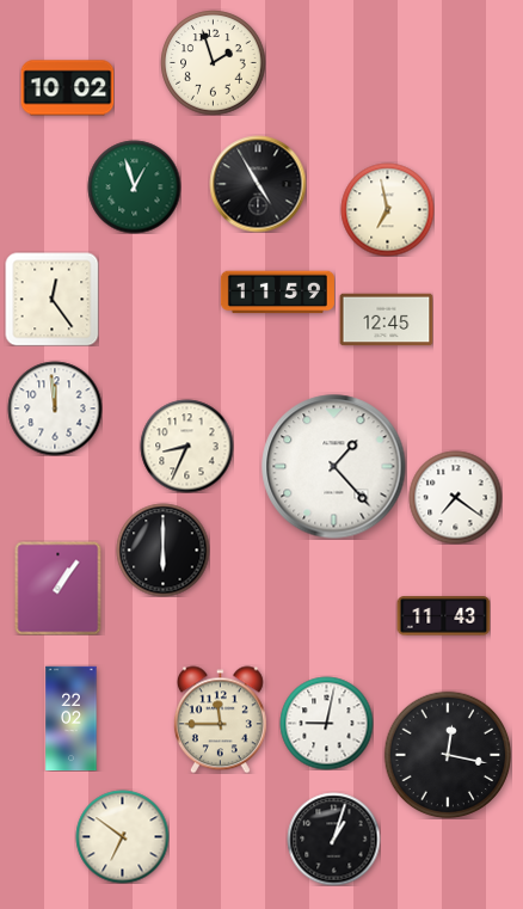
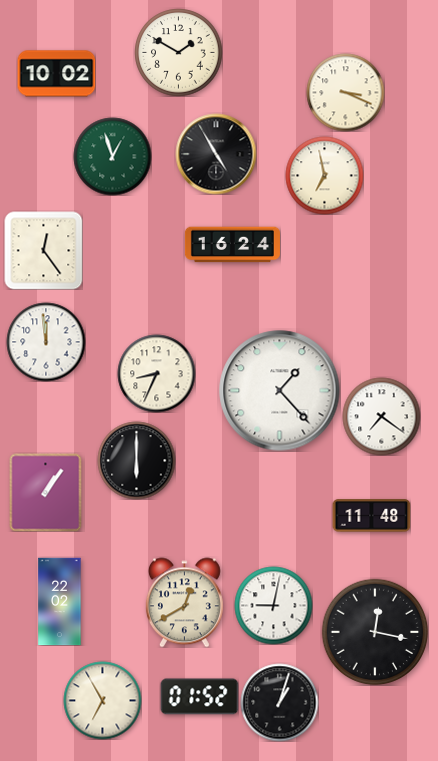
clock at (213, 62): 1:57 -> 1:50
clock at (345, 92): none -> 3:19
clock at (277, 293): 11:59 -> 16:24
clock at (386, 320): 12:45 -> none
clock at (59, 588) position: (59, 588) -> (46, 492)
clock at (443, 616): 11:43 -> 11:48
clock at (220, 719): 11:45 -> 12:40
clock at (199, 697): none -> 01:52
clock at (122, 836): 6:51 -> 6:55
